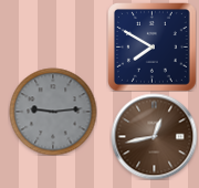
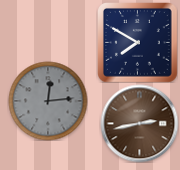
clock at (53, 112): 9:14 -> 12:14
clock at (154, 136): 12:43 -> 2:43
